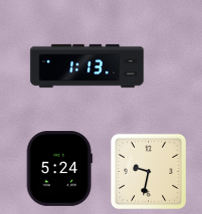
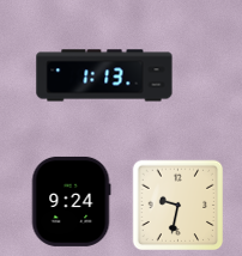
clock at (87, 66) position: (87, 66) -> (104, 75)
clock at (59, 168): 5:24 -> 9:24
